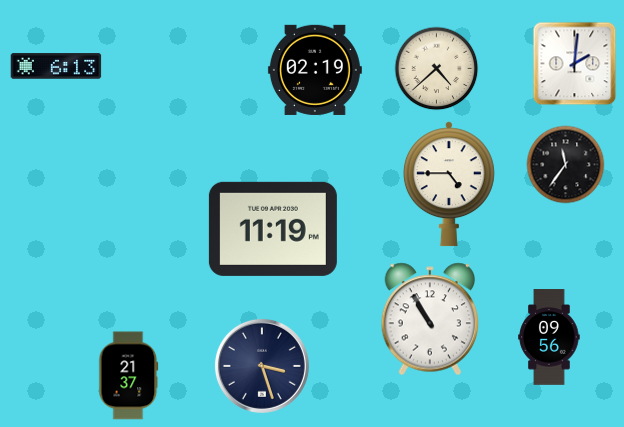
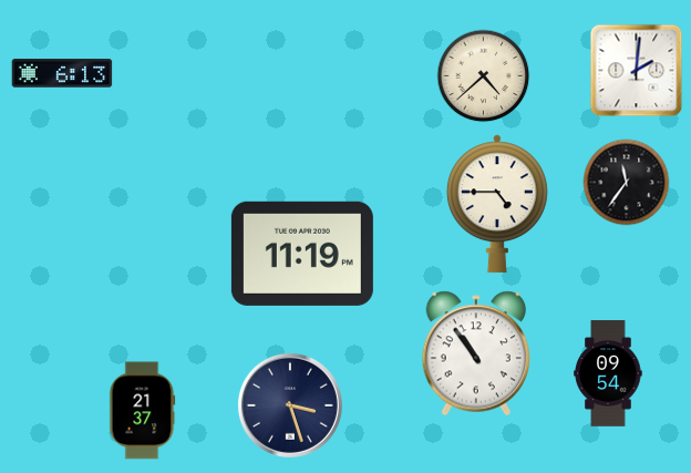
clock at (315, 70): 02:19 -> none
clock at (430, 319): 10:55 -> 10:54
clock at (549, 337): 09:56 -> 09:54
clock at (129, 376) position: (129, 376) -> (143, 411)
